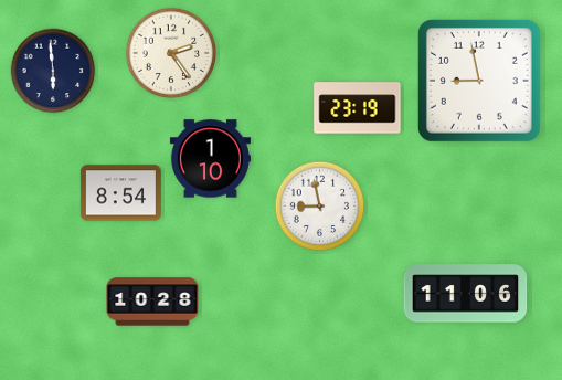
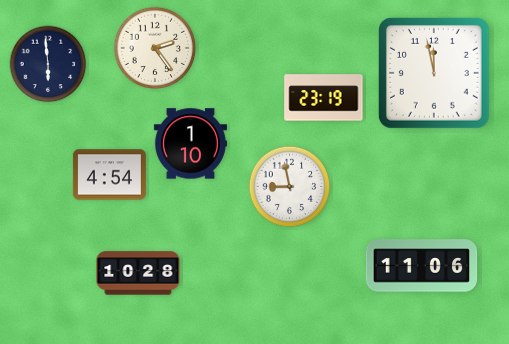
clock at (479, 81): 8:58 -> 11:58
clock at (120, 193): 8:54 -> 4:54
